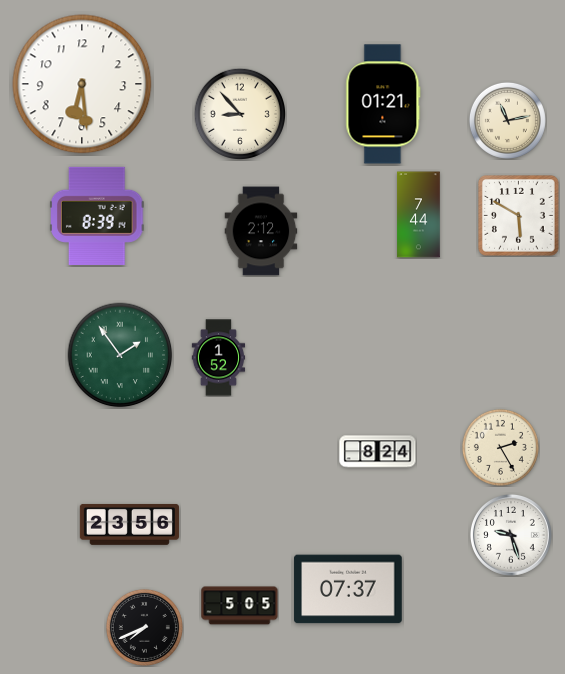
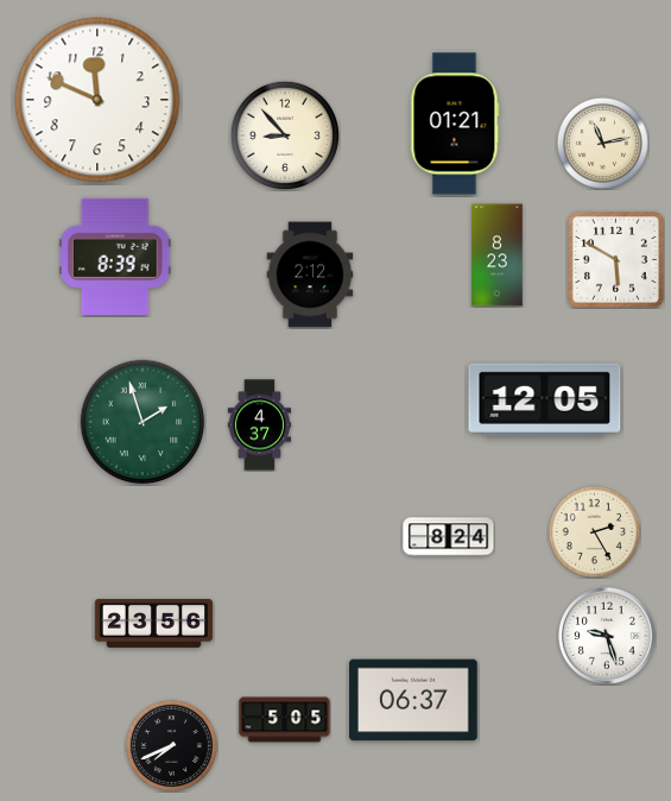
clock at (82, 84): 6:29 -> 11:49
clock at (419, 215): 7:44 -> 8:23
clock at (519, 216) position: (519, 216) -> (616, 260)
clock at (545, 399): none -> 12:05
clock at (120, 355): 1:54 -> 1:57
clock at (219, 358): 1:52 -> 4:37
clock at (348, 589): 07:37 -> 06:37
